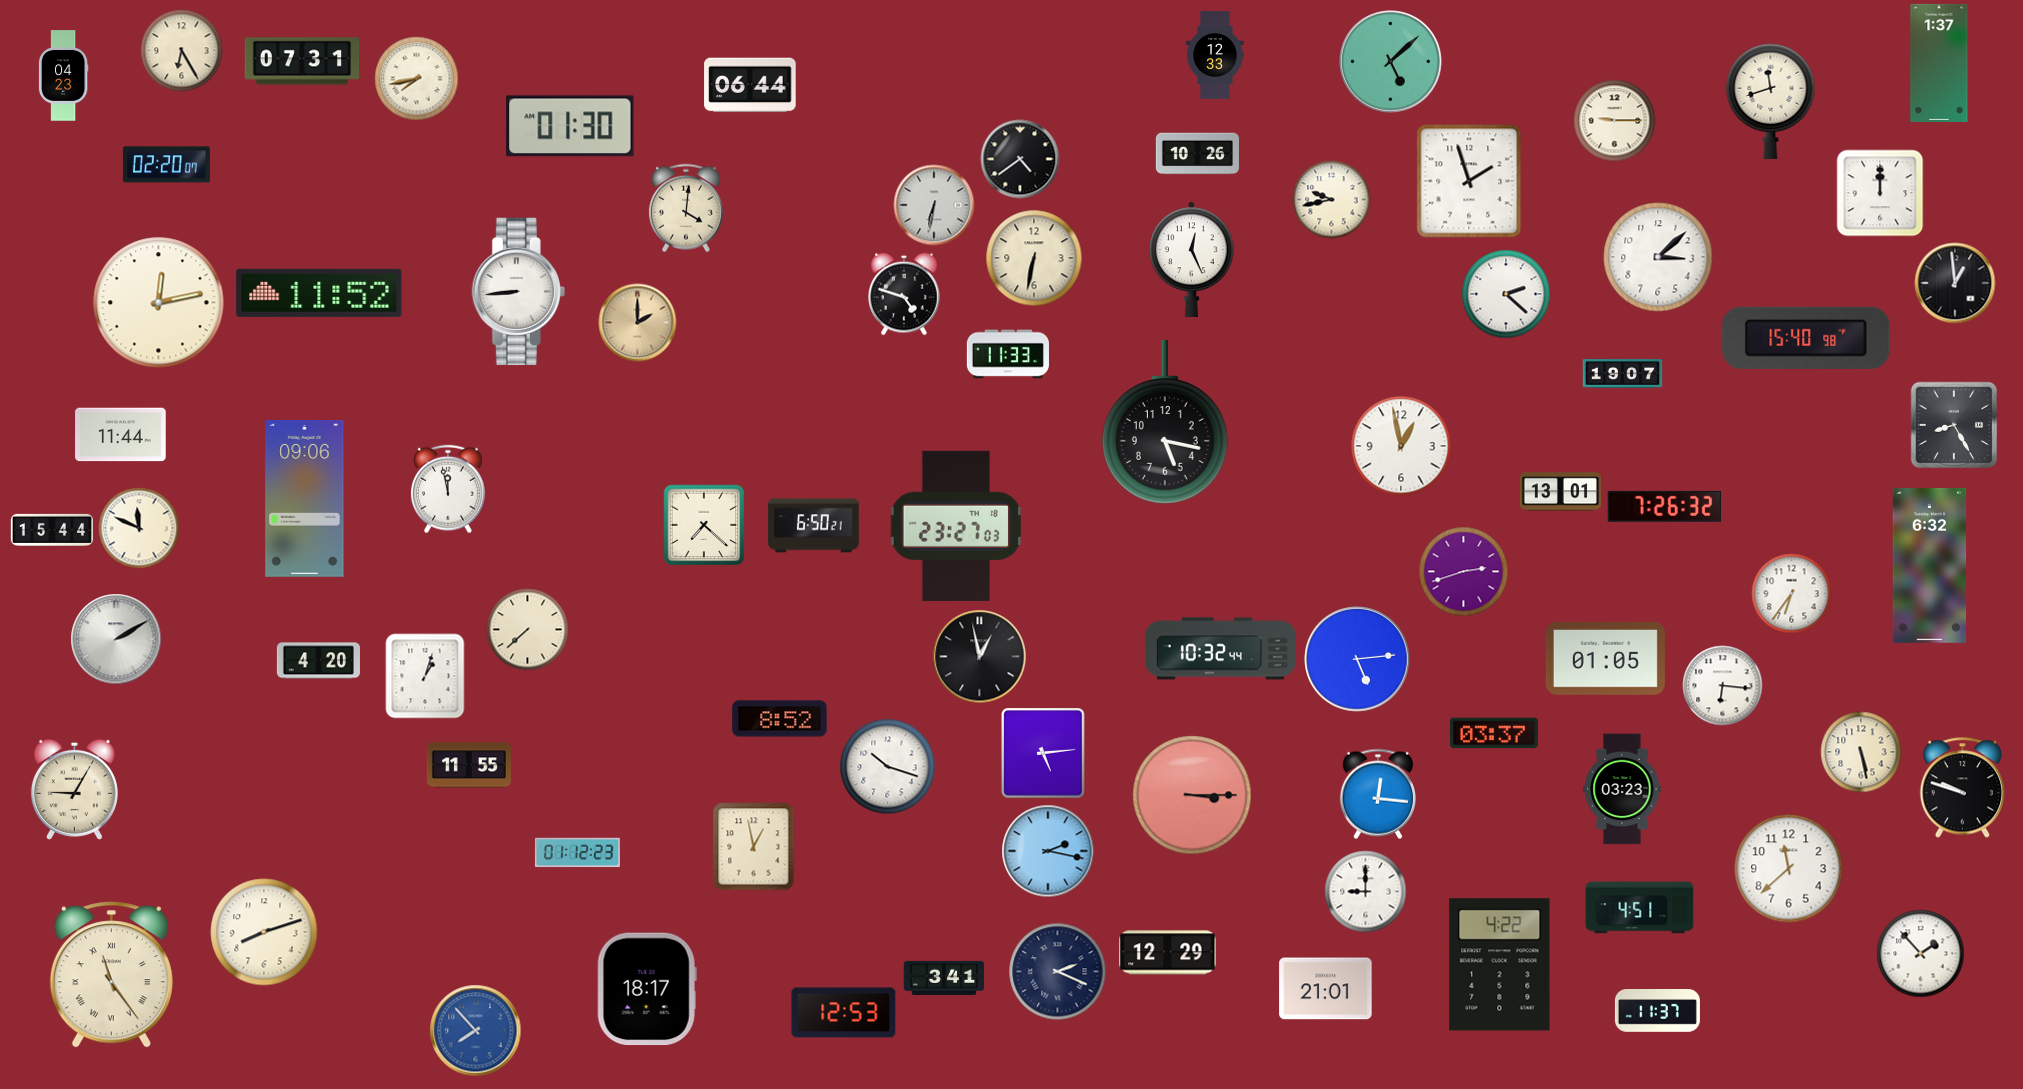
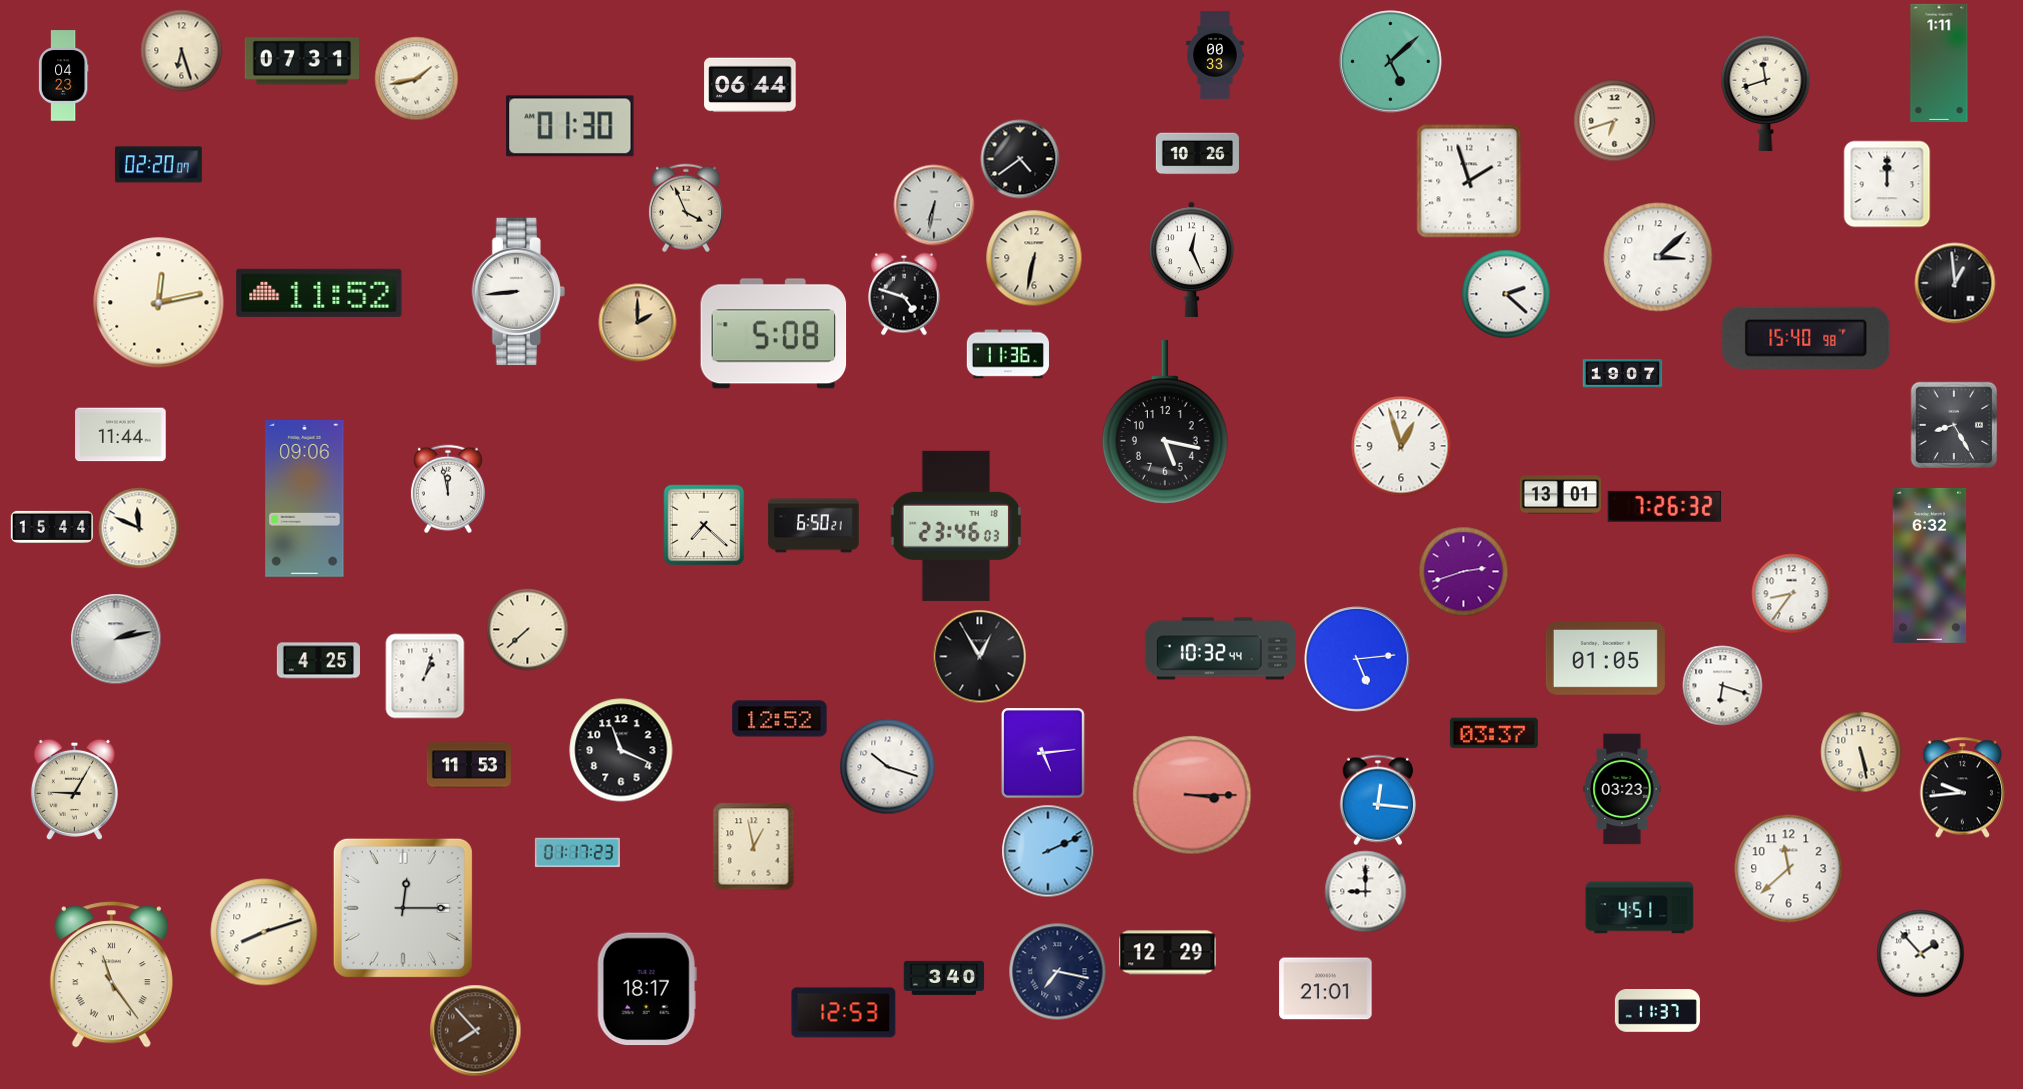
clock at (182, 51): 6:25 -> 6:27
clock at (1215, 55): 12:33 -> 00:33
clock at (1939, 63): 1:37 -> 1:11
clock at (417, 79): 7:43 -> 1:43
clock at (1771, 101) position: (1771, 101) -> (1766, 93)
clock at (1615, 121): 9:15 -> 6:42
clock at (166, 165) position: (166, 165) -> (158, 165)
clock at (1880, 193) position: (1880, 193) -> (1887, 184)
clock at (1332, 200): 9:43 -> none
clock at (686, 208): 4:01 -> 3:56
clock at (774, 334): none -> 5:08
clock at (1008, 354): 11:33 -> 11:36
clock at (1401, 446): 12:58 -> 12:57
clock at (1561, 492) position: (1561, 492) -> (1561, 495)
clock at (955, 526): 23:27 -> 23:46
clock at (51, 530) position: (51, 530) -> (51, 527)
clock at (1792, 594): 6:36 -> 8:36
clock at (116, 639): 2:10 -> 2:13
clock at (980, 657): 12:58 -> 12:55
clock at (318, 661): 4:20 -> 4:25
clock at (1723, 686): 6:16 -> 6:18
clock at (780, 719): 8:52 -> 12:52
clock at (621, 750): none -> 11:19
clock at (469, 765): 11:55 -> 11:53
clock at (1963, 788): 9:48 -> 9:44
clock at (1378, 794) position: (1378, 794) -> (1378, 800)
clock at (1048, 851): 2:17 -> 2:11
clock at (577, 853): 01:12 -> 01:17
clock at (403, 908): none -> 12:15
clock at (1500, 965): 4:22 -> none
clock at (1058, 972): 2:19 -> 7:17
clock at (944, 978): 3:41 -> 3:40
clock at (476, 1031) dial: blue -> brown
